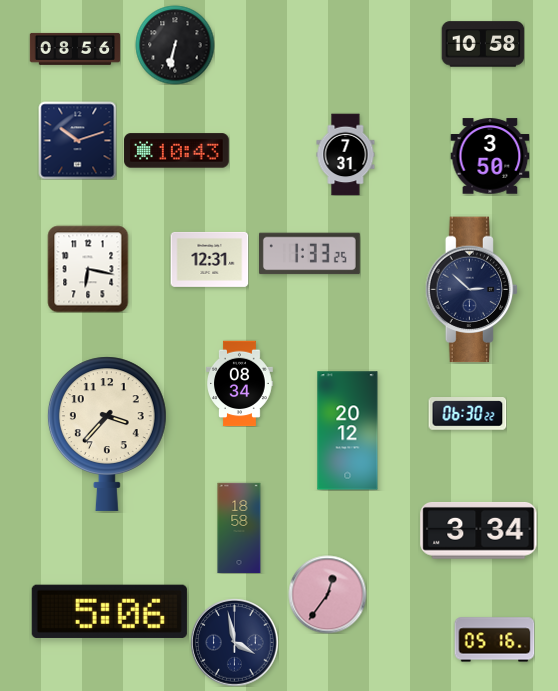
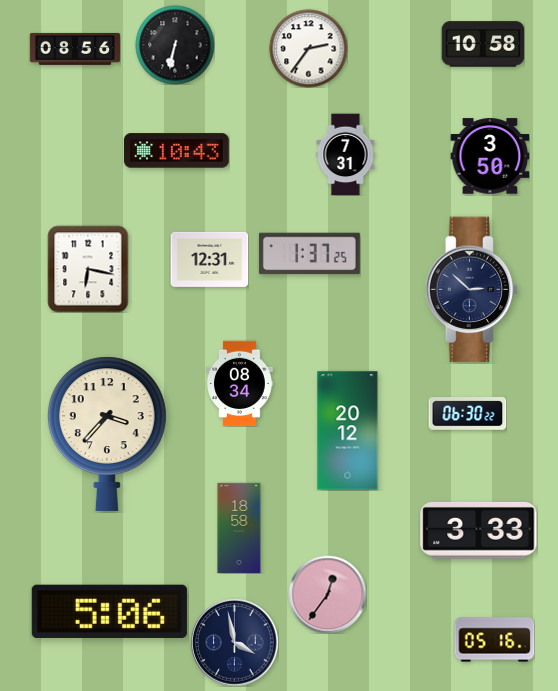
clock at (308, 48): none -> 2:36
clock at (77, 140): 10:12 -> none
clock at (309, 254): 1:33 -> 1:37
clock at (479, 531): 3:34 -> 3:33
